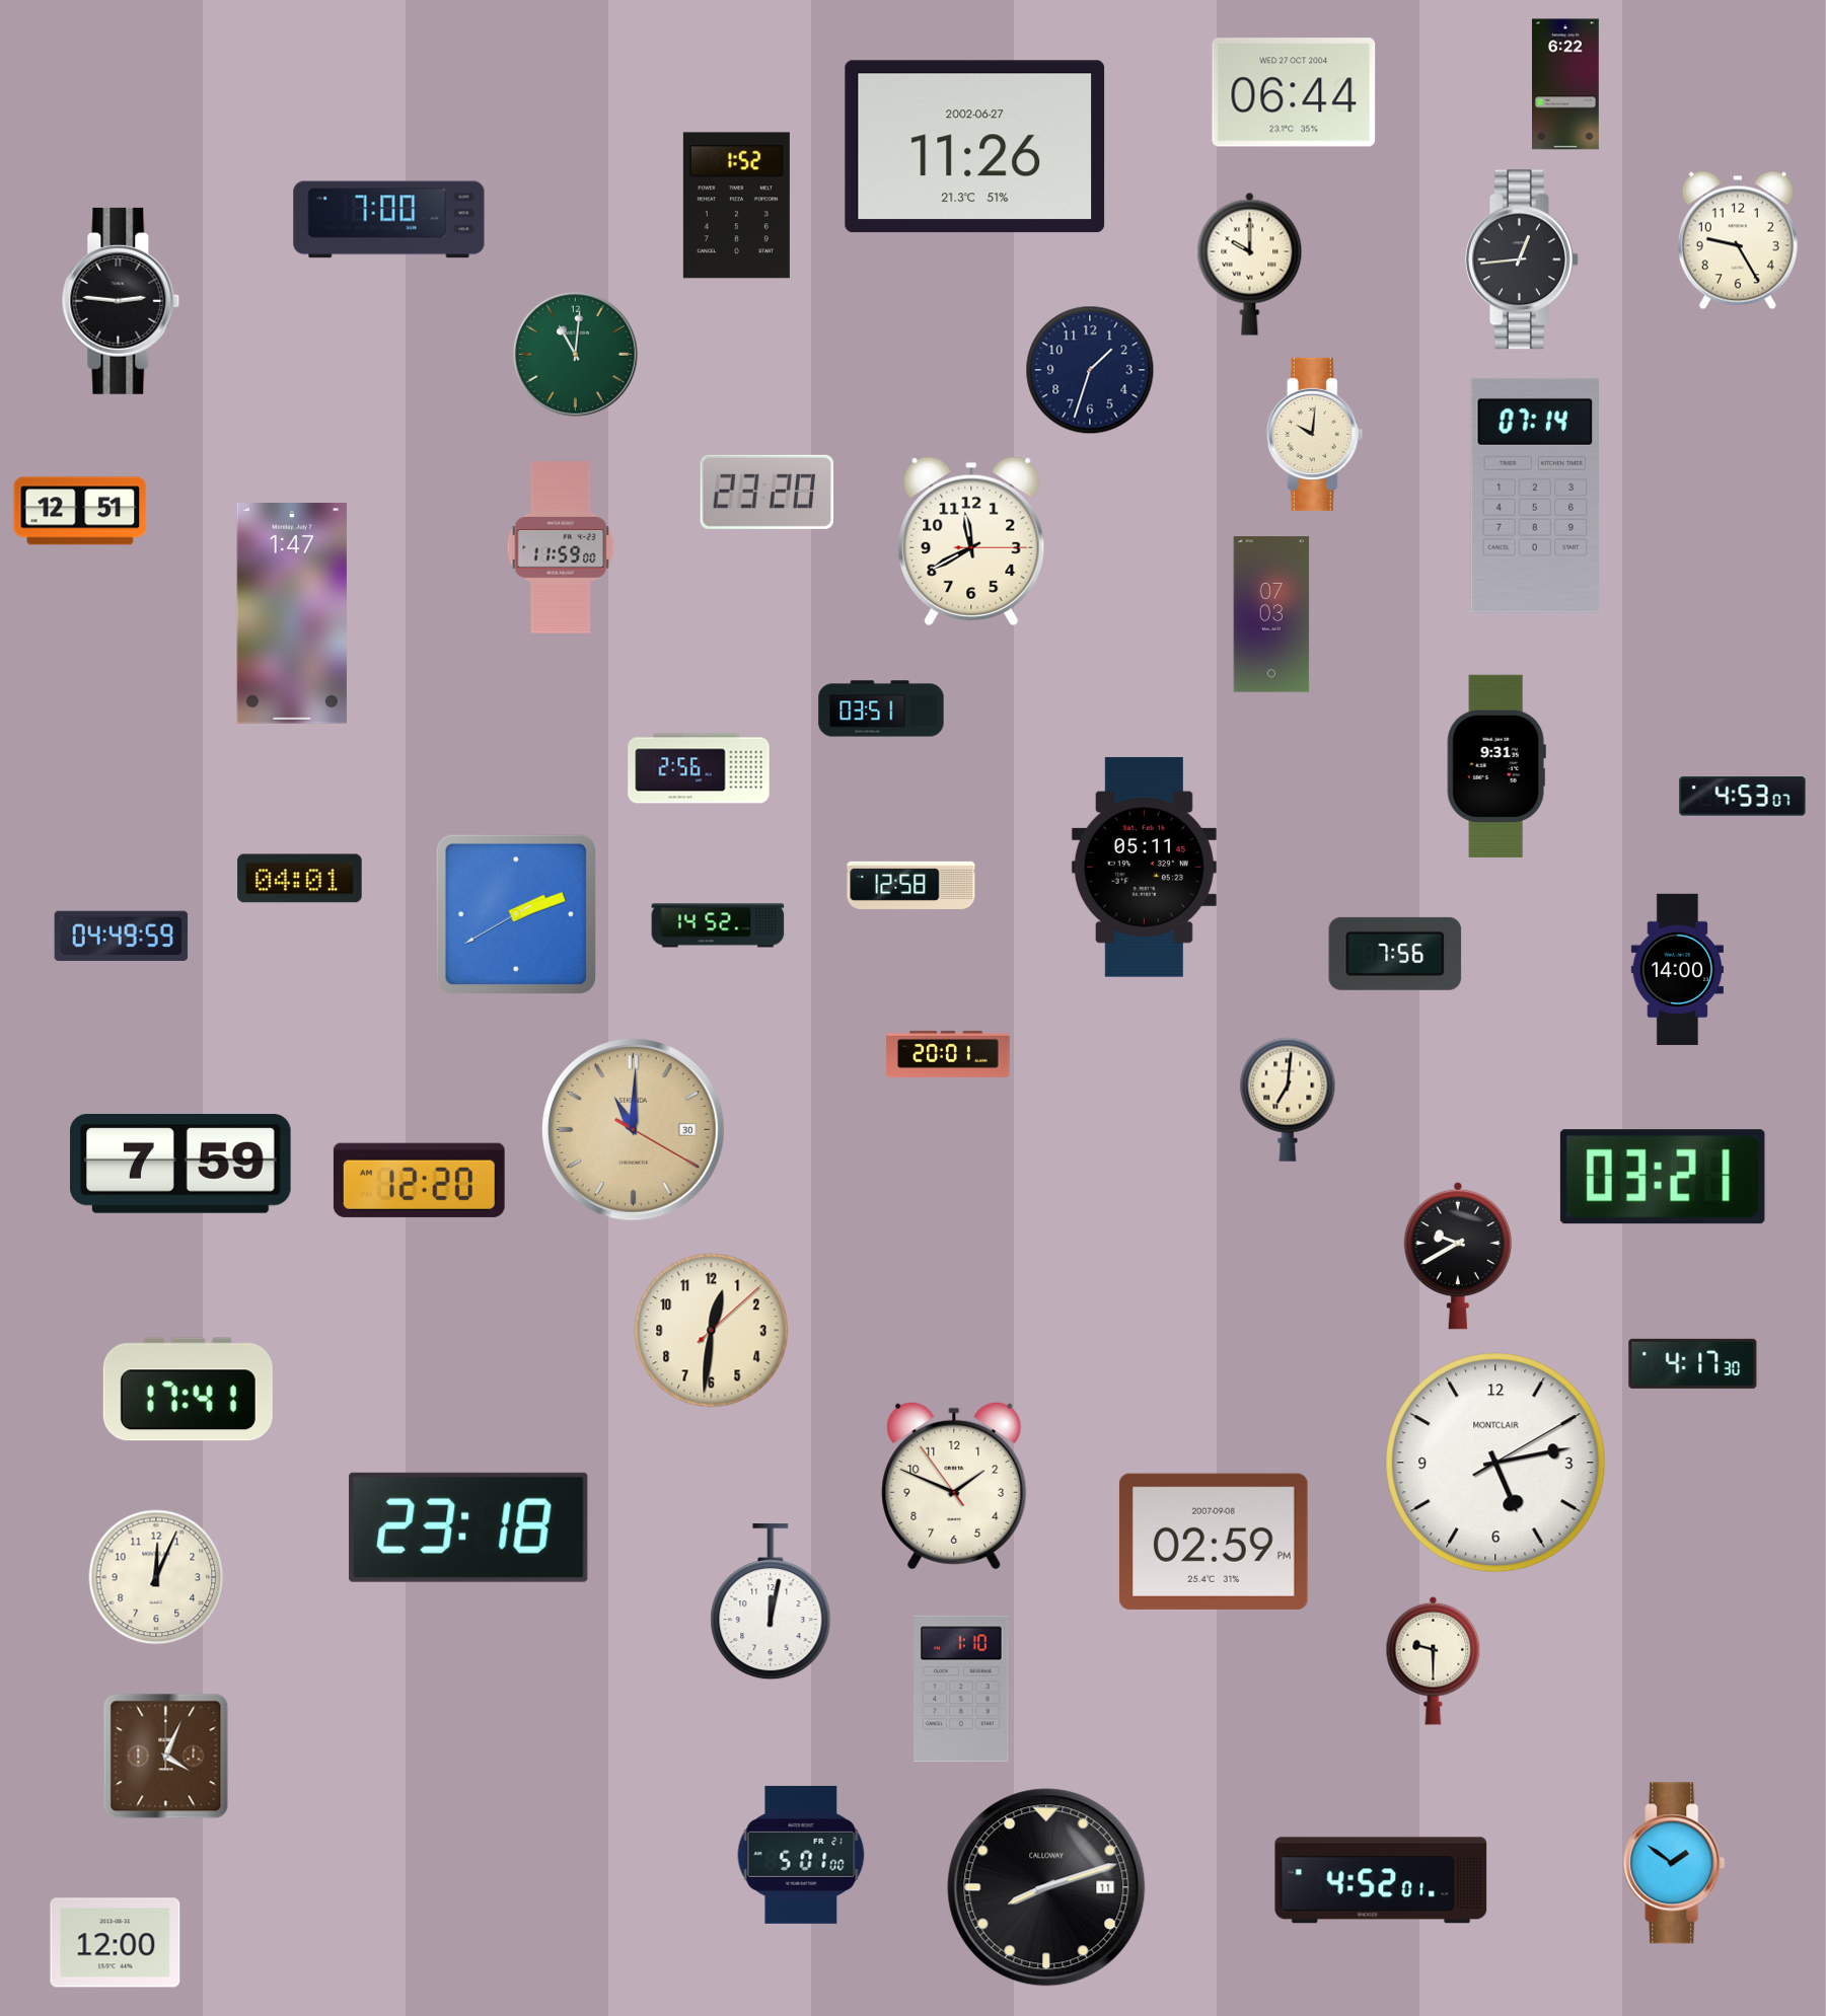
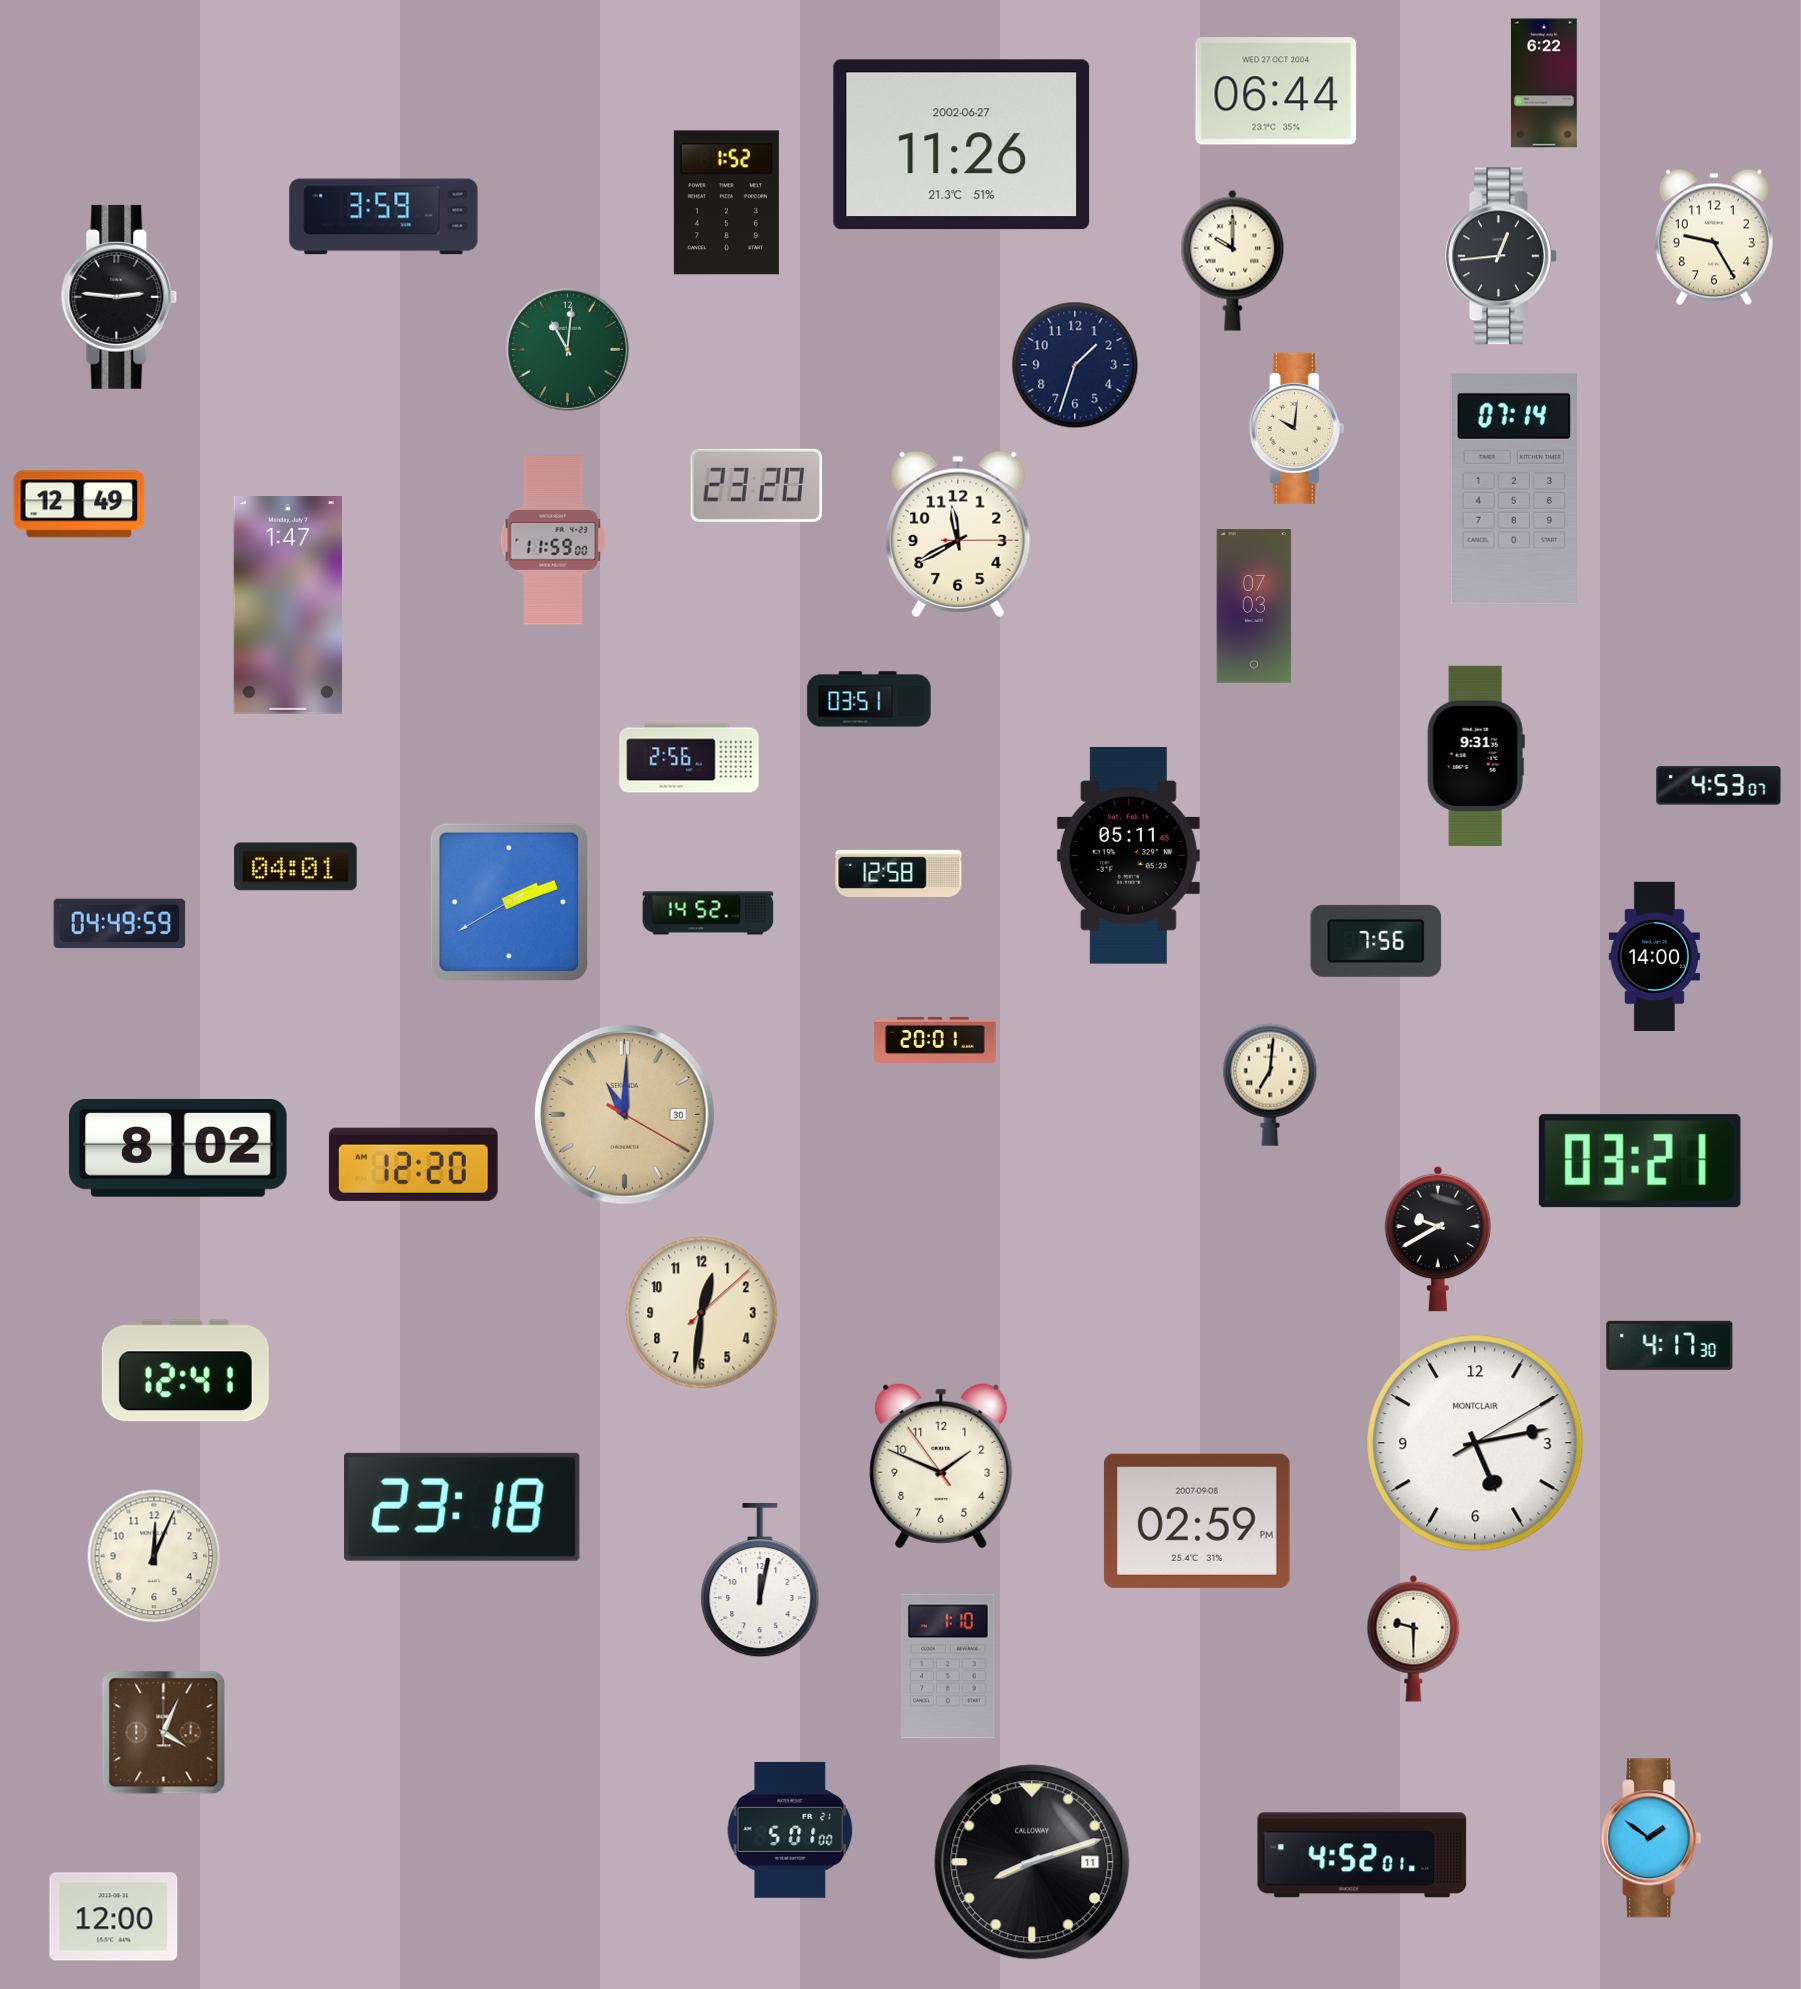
clock at (389, 220): 7:00 -> 3:59
clock at (80, 511): 12:51 -> 12:49
clock at (180, 1164): 7:59 -> 8:02
clock at (188, 1390): 17:41 -> 12:41
